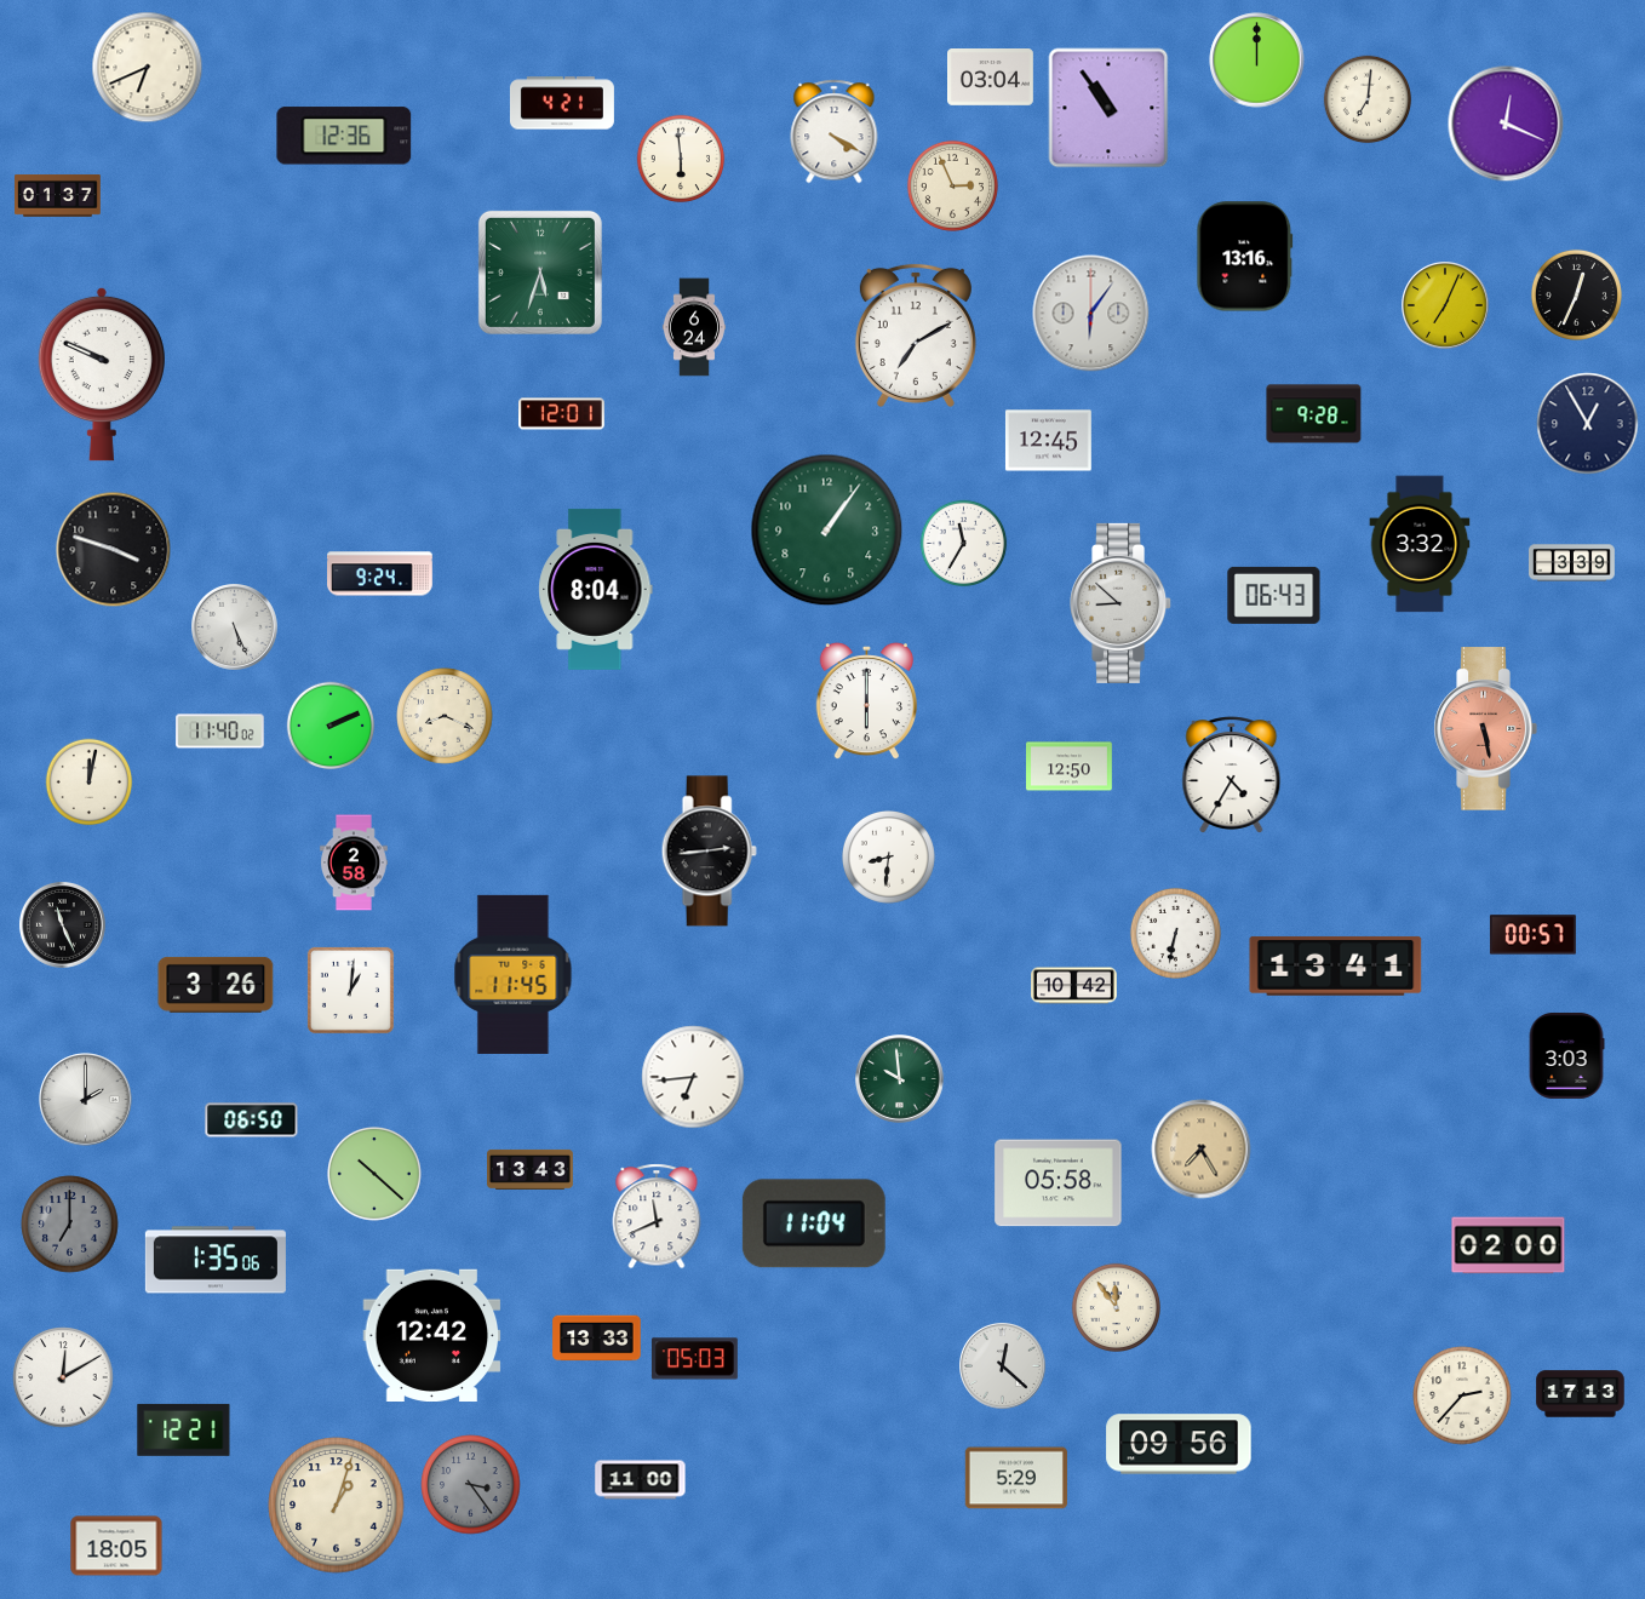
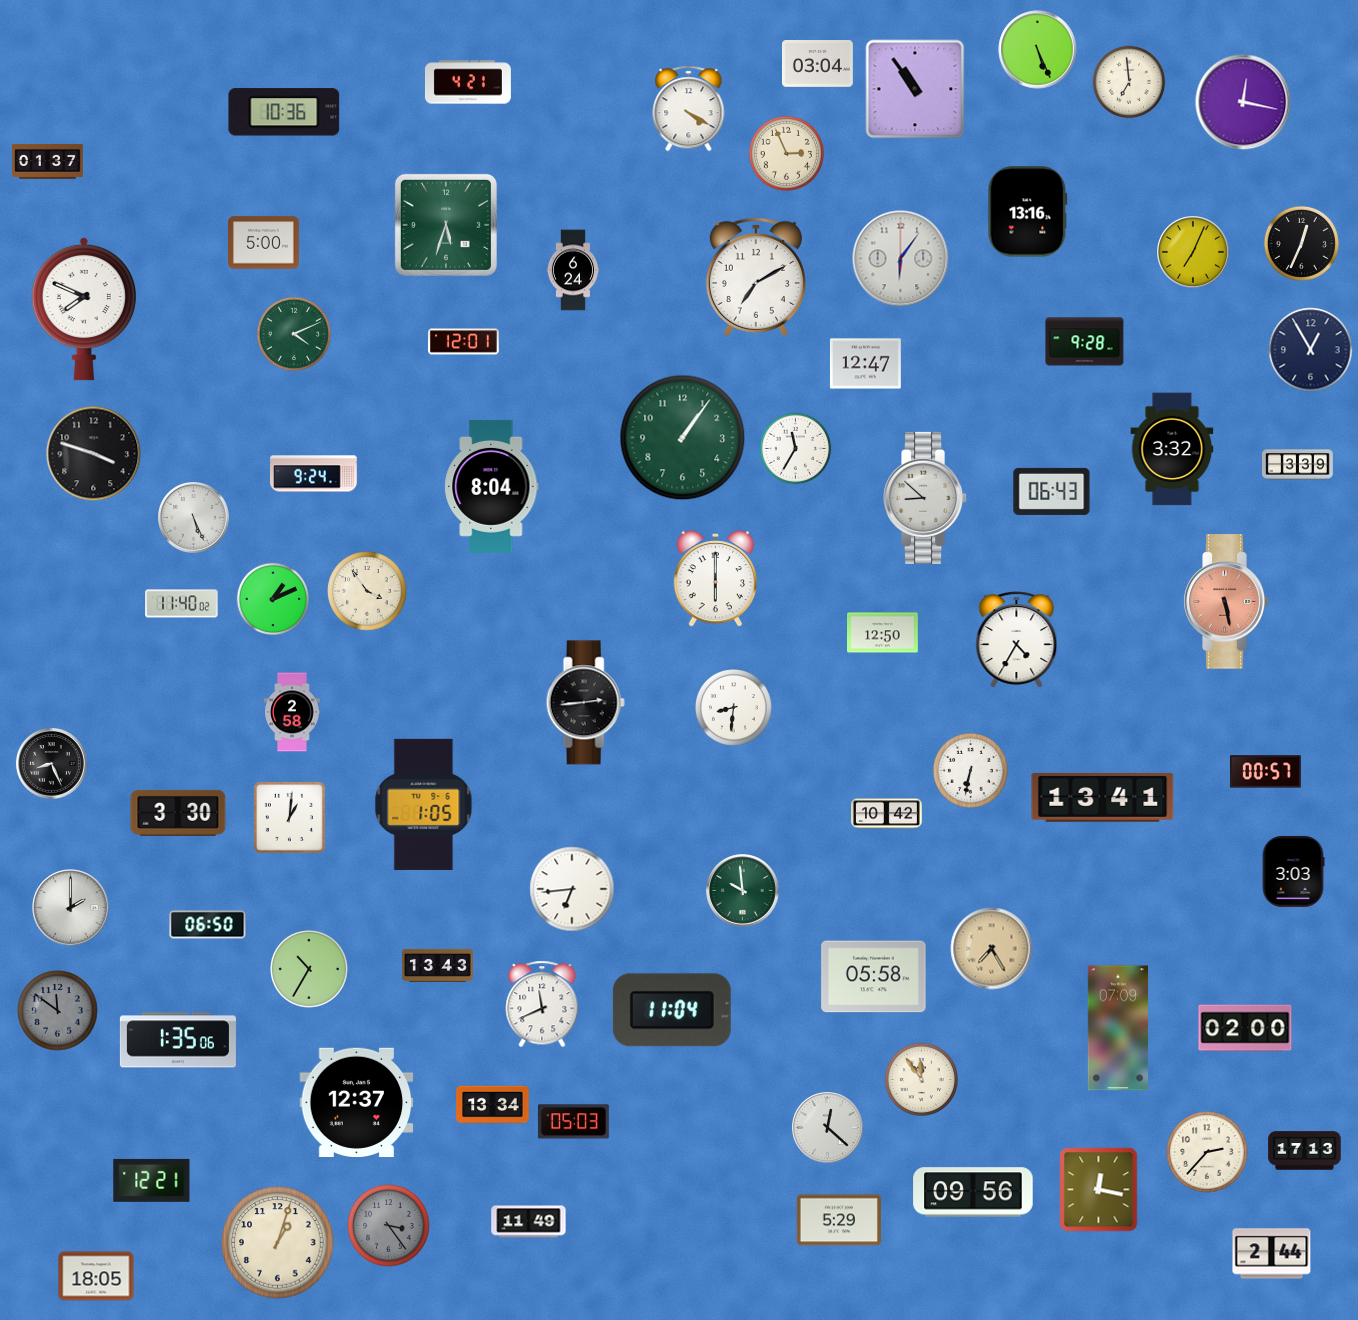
clock at (1257, 61): 12:00 -> 5:26
clock at (148, 68): 6:41 -> none
clock at (1368, 99): 7:01 -> 6:59
clock at (562, 103) position: (562, 103) -> (468, 82)
clock at (1506, 124): 12:19 -> 12:17
clock at (344, 136): 12:36 -> 10:36
clock at (681, 159): 5:59 -> none
clock at (264, 243): none -> 5:00
clock at (102, 374): 9:49 -> 7:49
clock at (294, 334): none -> 4:11
clock at (1049, 441): 12:45 -> 12:47
clock at (445, 716): 8:19 -> 3:54
clock at (331, 726): 2:11 -> 1:11
clock at (90, 783): 12:02 -> none
clock at (63, 925): 11:26 -> 8:26
clock at (514, 974): 11:45 -> 1:05
clock at (216, 985): 3:26 -> 3:30
clock at (376, 1175): 10:22 -> 10:35
clock at (70, 1225): 7:00 -> 11:51
clock at (1118, 1028): none -> 07:09
clock at (432, 1335): 12:42 -> 12:37
clock at (597, 1339): 13:33 -> 13:34
clock at (63, 1377): 12:10 -> none
clock at (1099, 1190): none -> 12:17
clock at (641, 1480): 11:00 -> 11:49
clock at (1272, 1254): none -> 2:44
